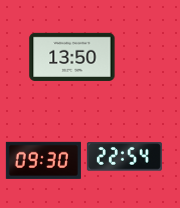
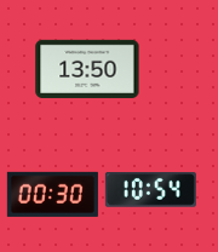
clock at (124, 157): 22:54 -> 10:54
clock at (43, 160): 09:30 -> 00:30
